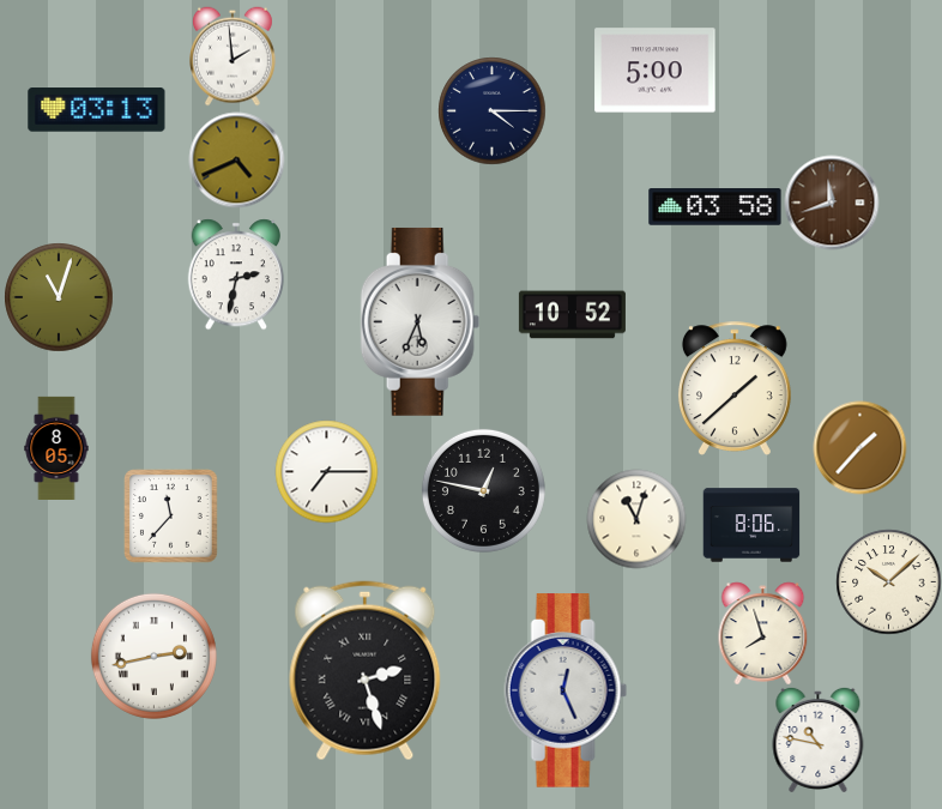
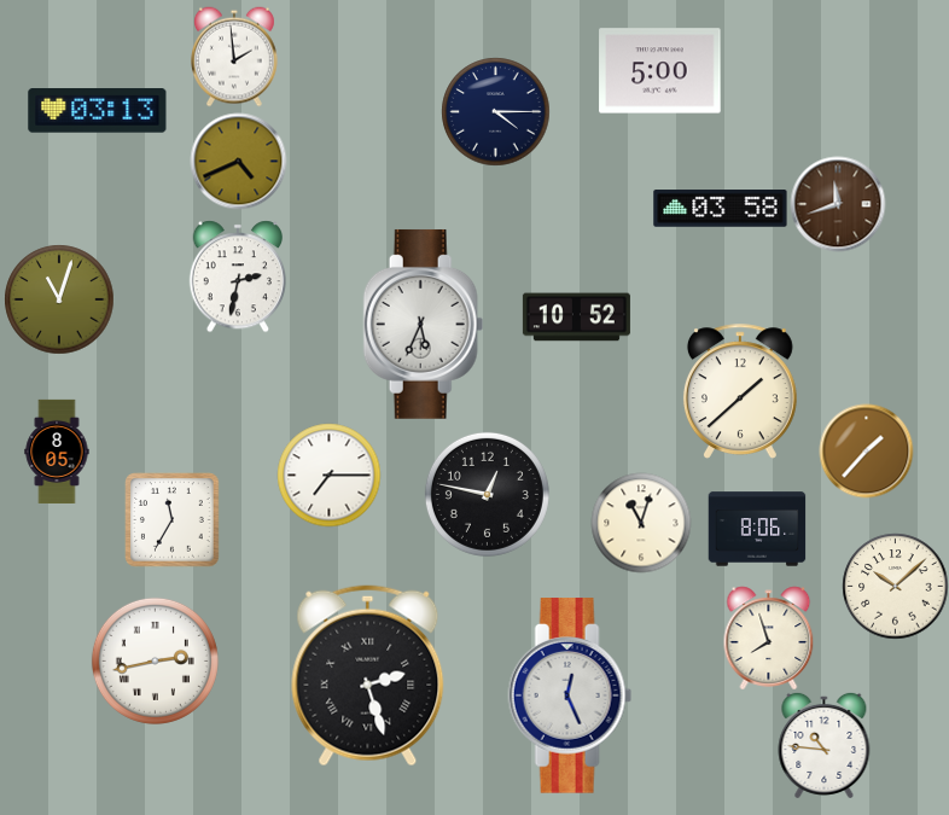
clock at (170, 515): 11:37 -> 11:35
clock at (819, 739): 10:47 -> 10:46
